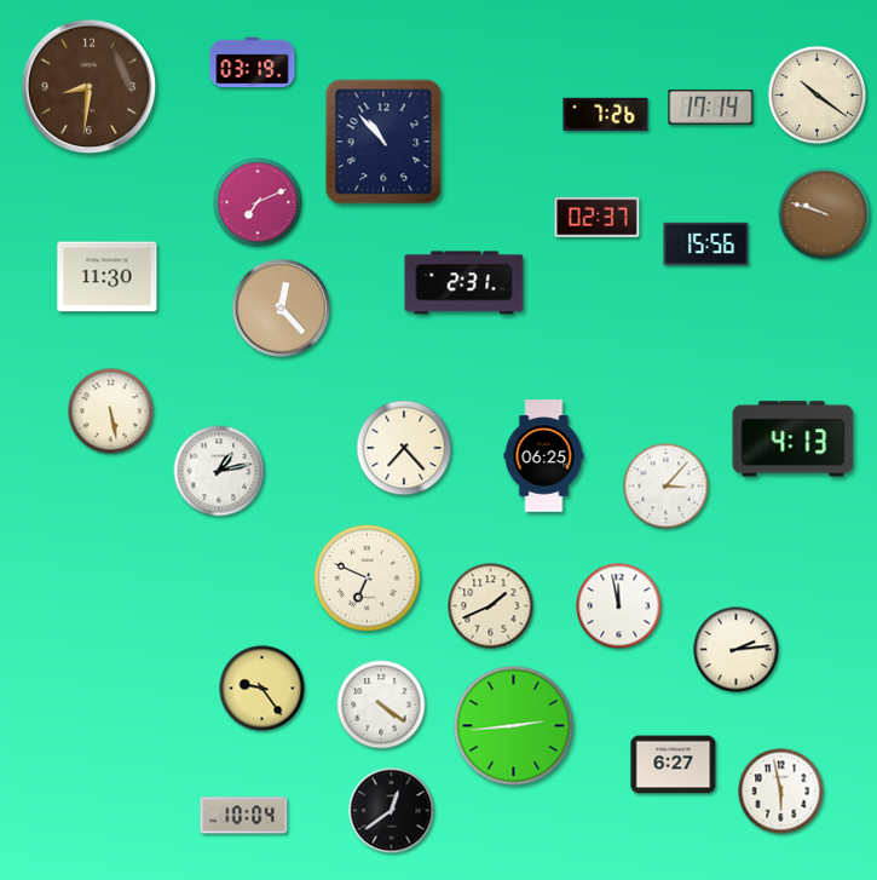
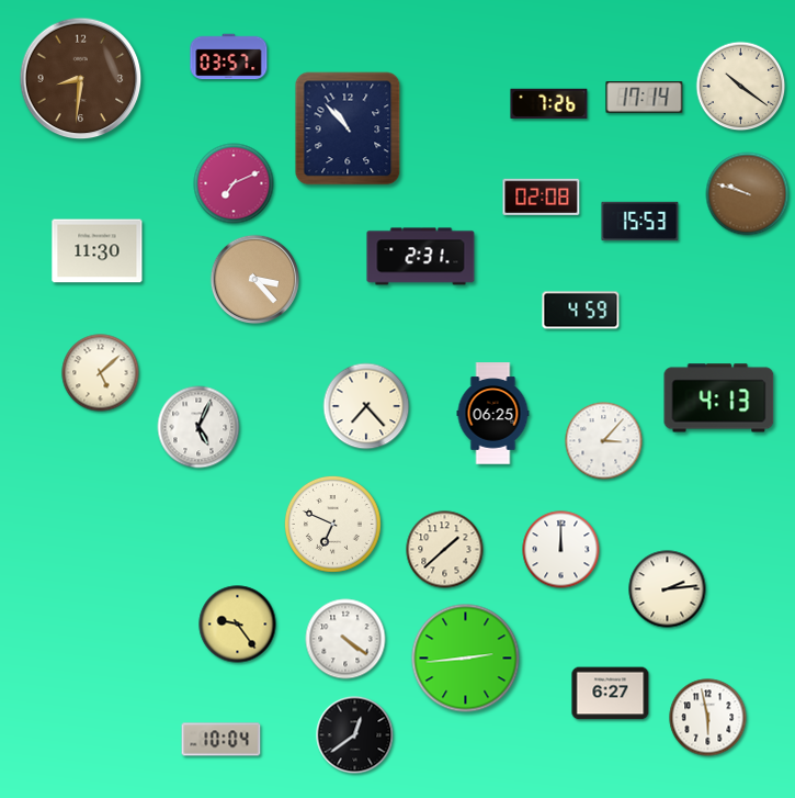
clock at (253, 63): 03:19 -> 03:57
clock at (598, 217): 02:37 -> 02:08
clock at (706, 245): 15:56 -> 15:53
clock at (282, 309): 12:23 -> 3:23
clock at (581, 311): none -> 4:59
clock at (111, 412): 5:28 -> 5:08
clock at (219, 471): 1:13 -> 5:04
clock at (491, 606): 1:41 -> 1:38
clock at (619, 606): 11:58 -> 12:00
